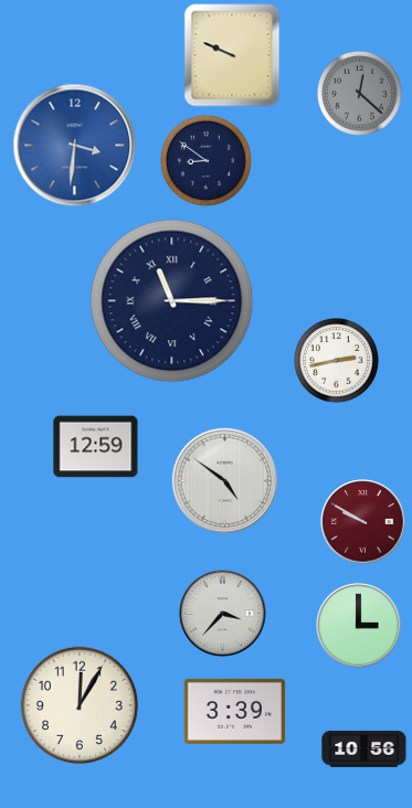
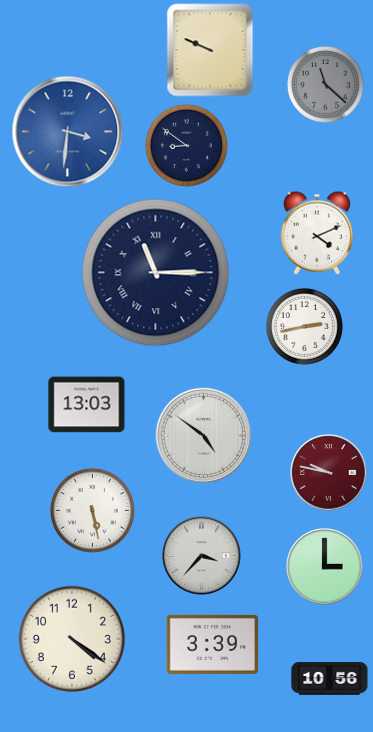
clock at (360, 94): 12:22 -> 11:22
clock at (317, 233): none -> 4:11
clock at (96, 447): 12:59 -> 13:03
clock at (363, 522): 9:50 -> 9:47
clock at (92, 510): none -> 5:28
clock at (78, 704): 12:05 -> 4:21
